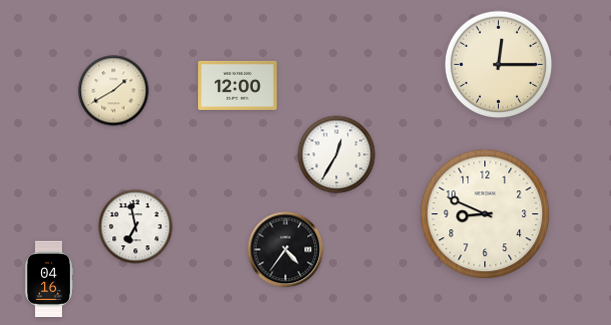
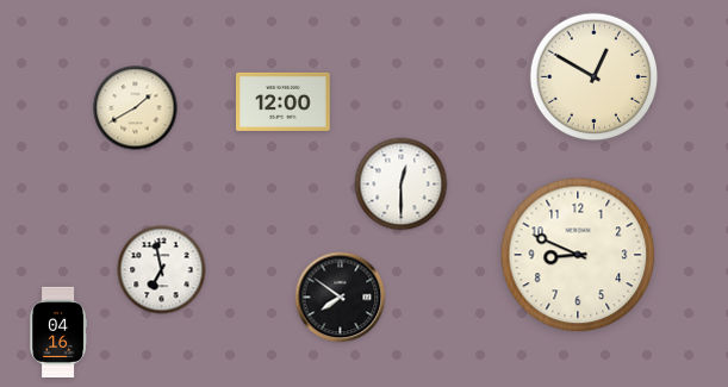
clock at (499, 65): 12:15 -> 12:50
clock at (337, 155): 12:35 -> 12:30
clock at (286, 250): 4:36 -> 7:51
